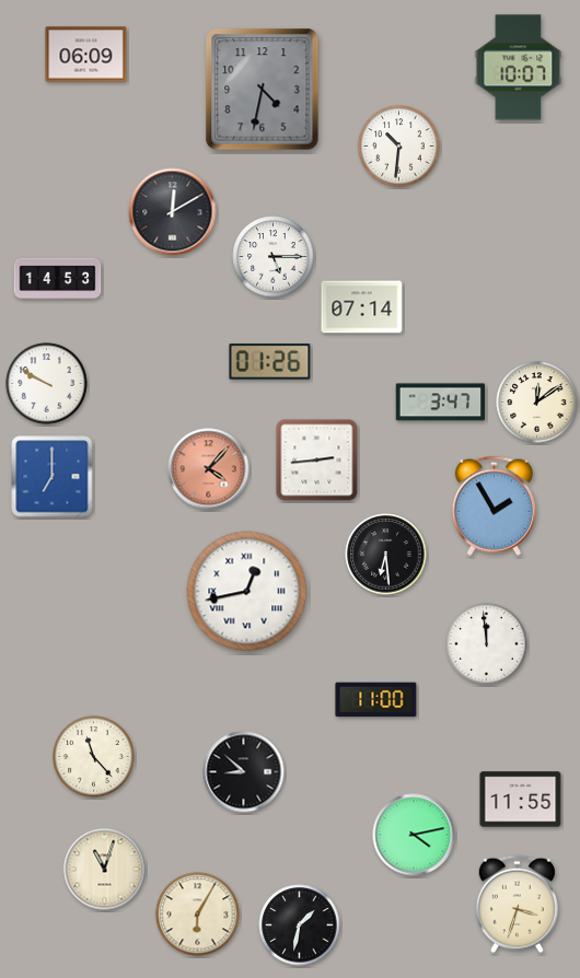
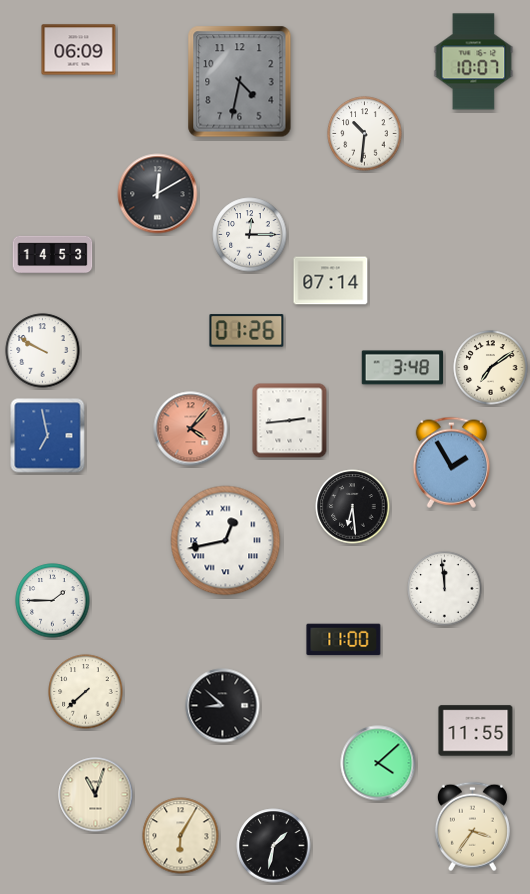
clock at (274, 257): 5:15 -> 12:15
clock at (441, 403): 3:47 -> 3:48
clock at (537, 403): 12:09 -> 7:09
clock at (53, 477): 7:00 -> 6:58
clock at (53, 601): none -> 1:45
clock at (94, 757): 11:23 -> 7:38
clock at (414, 835): 4:13 -> 4:08
clock at (517, 905): 3:33 -> 3:36
